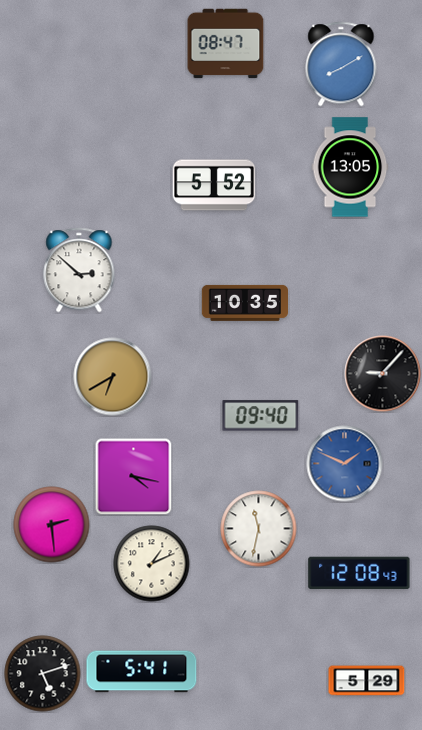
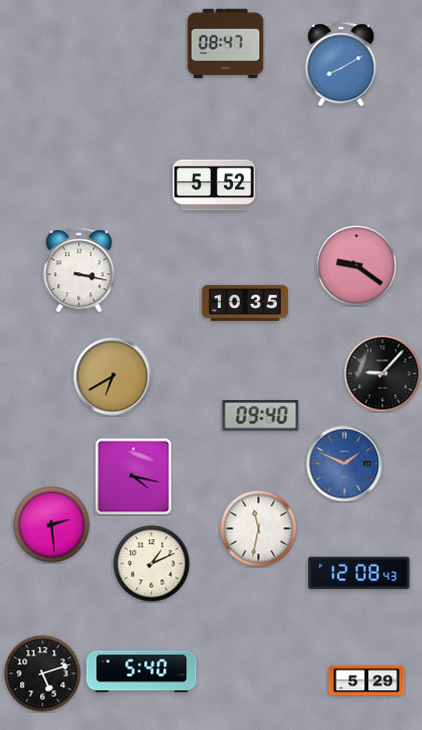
clock at (350, 167): 13:05 -> none
clock at (357, 266): none -> 9:21
clock at (79, 270): 2:52 -> 3:17
clock at (142, 672): 5:41 -> 5:40
